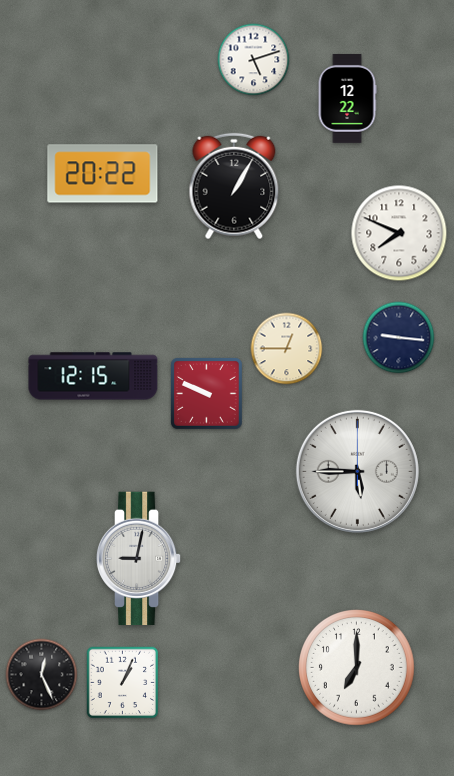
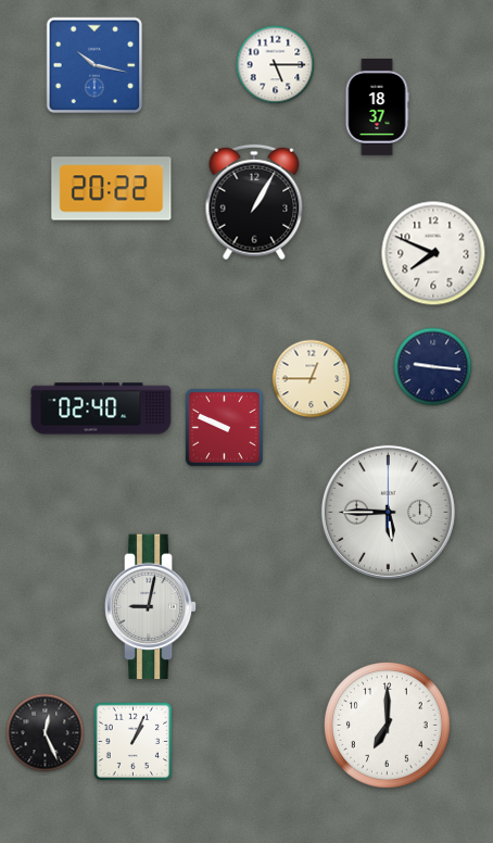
clock at (94, 65): none -> 10:17
clock at (254, 60): 5:12 -> 5:15
clock at (347, 98): 12:22 -> 18:37
clock at (93, 376): 12:15 -> 02:40
